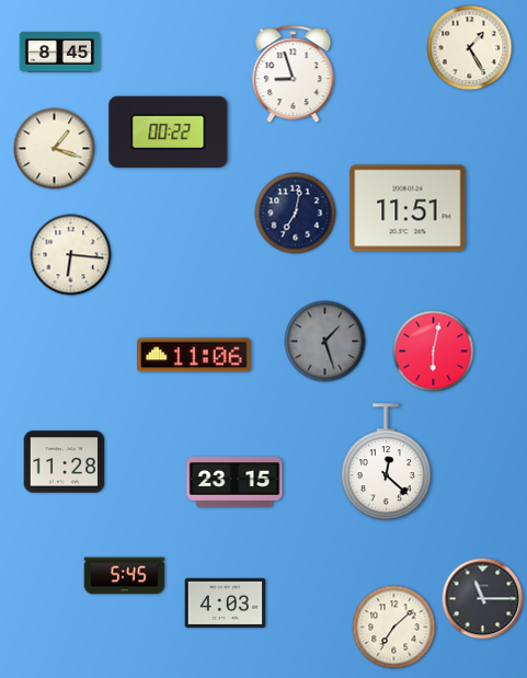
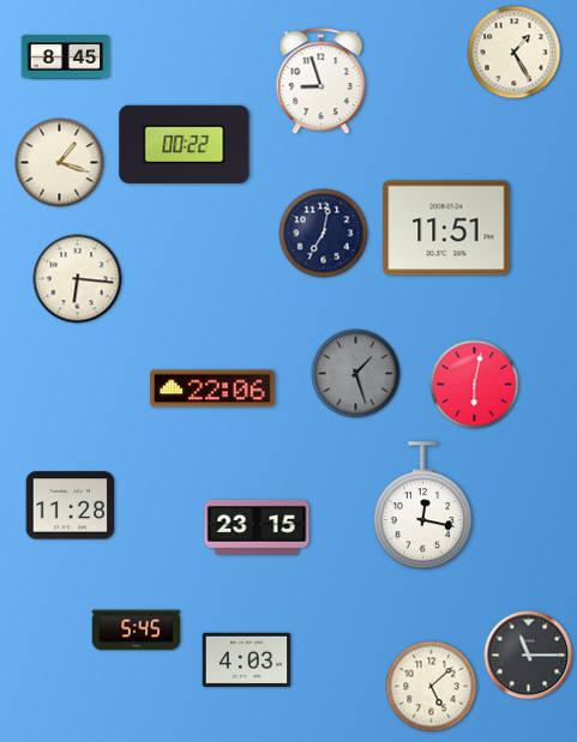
clock at (194, 355): 11:06 -> 22:06
clock at (386, 462): 12:22 -> 12:17
clock at (394, 628): 7:08 -> 5:08
